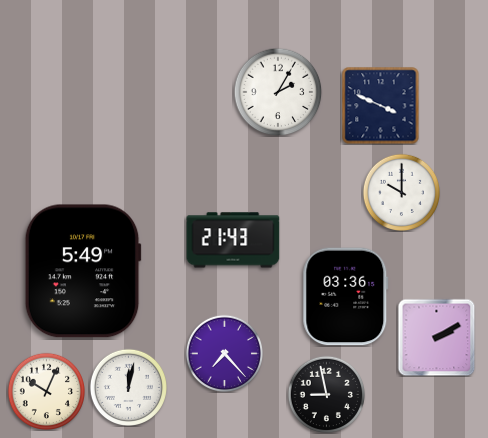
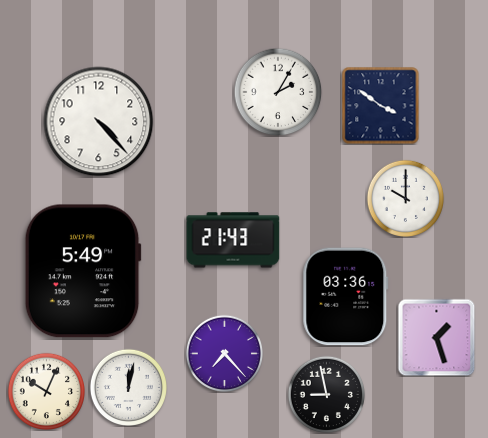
clock at (380, 105): 3:49 -> 3:51
clock at (99, 122): none -> 4:23
clock at (401, 192) position: (401, 192) -> (405, 198)
clock at (436, 337): 2:10 -> 1:27
